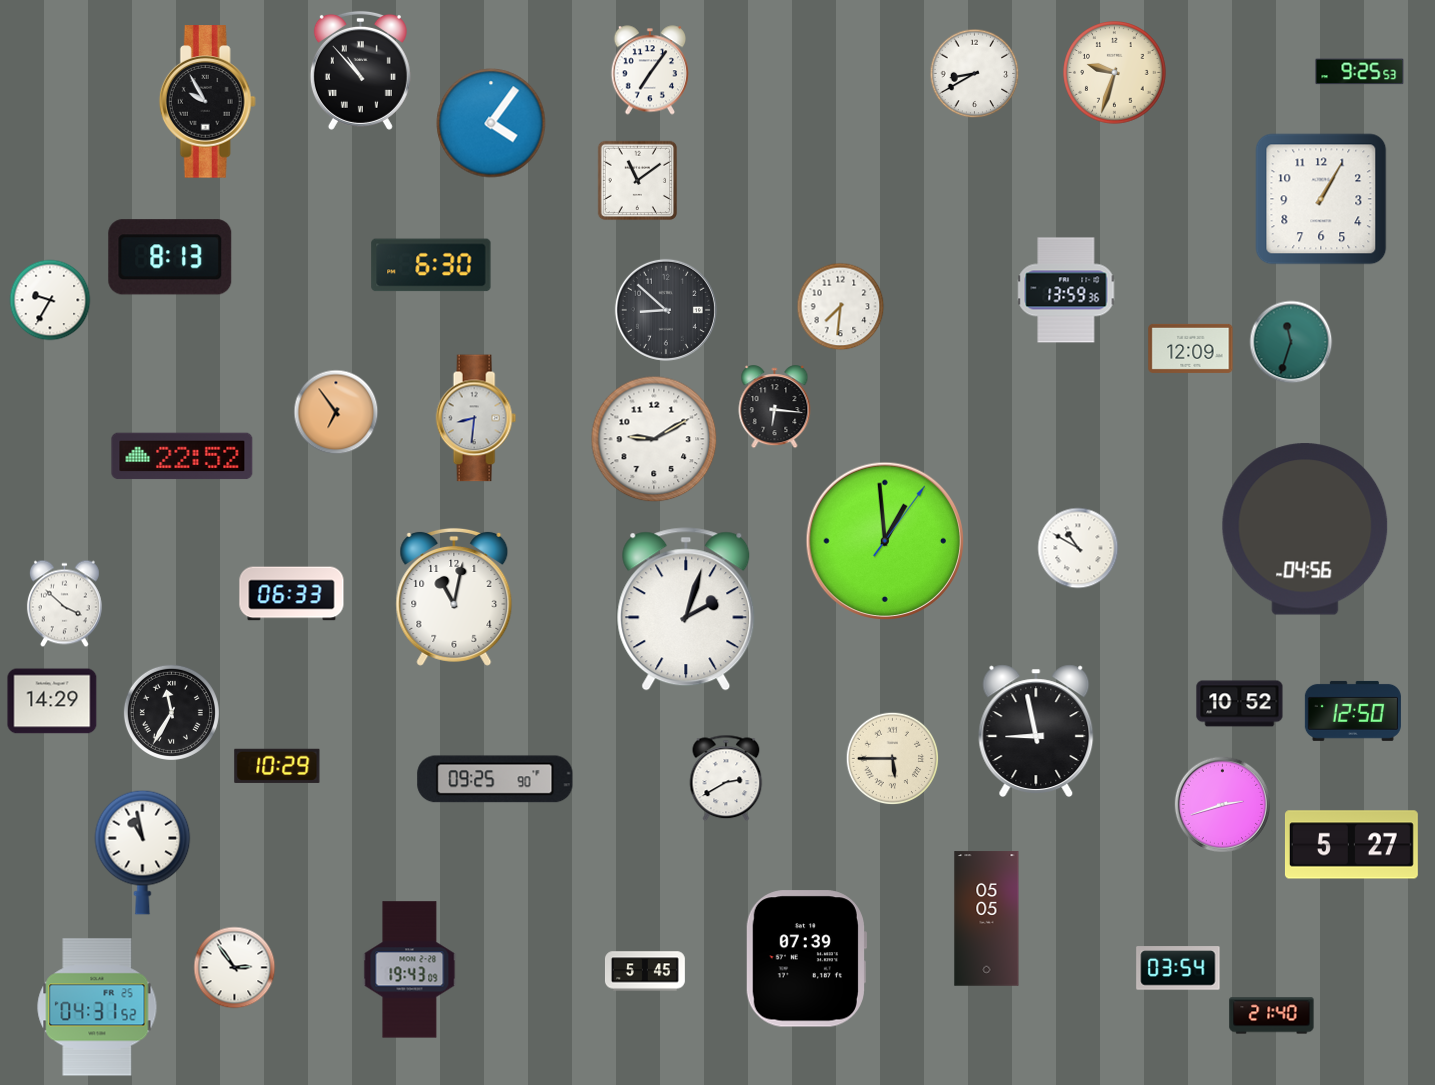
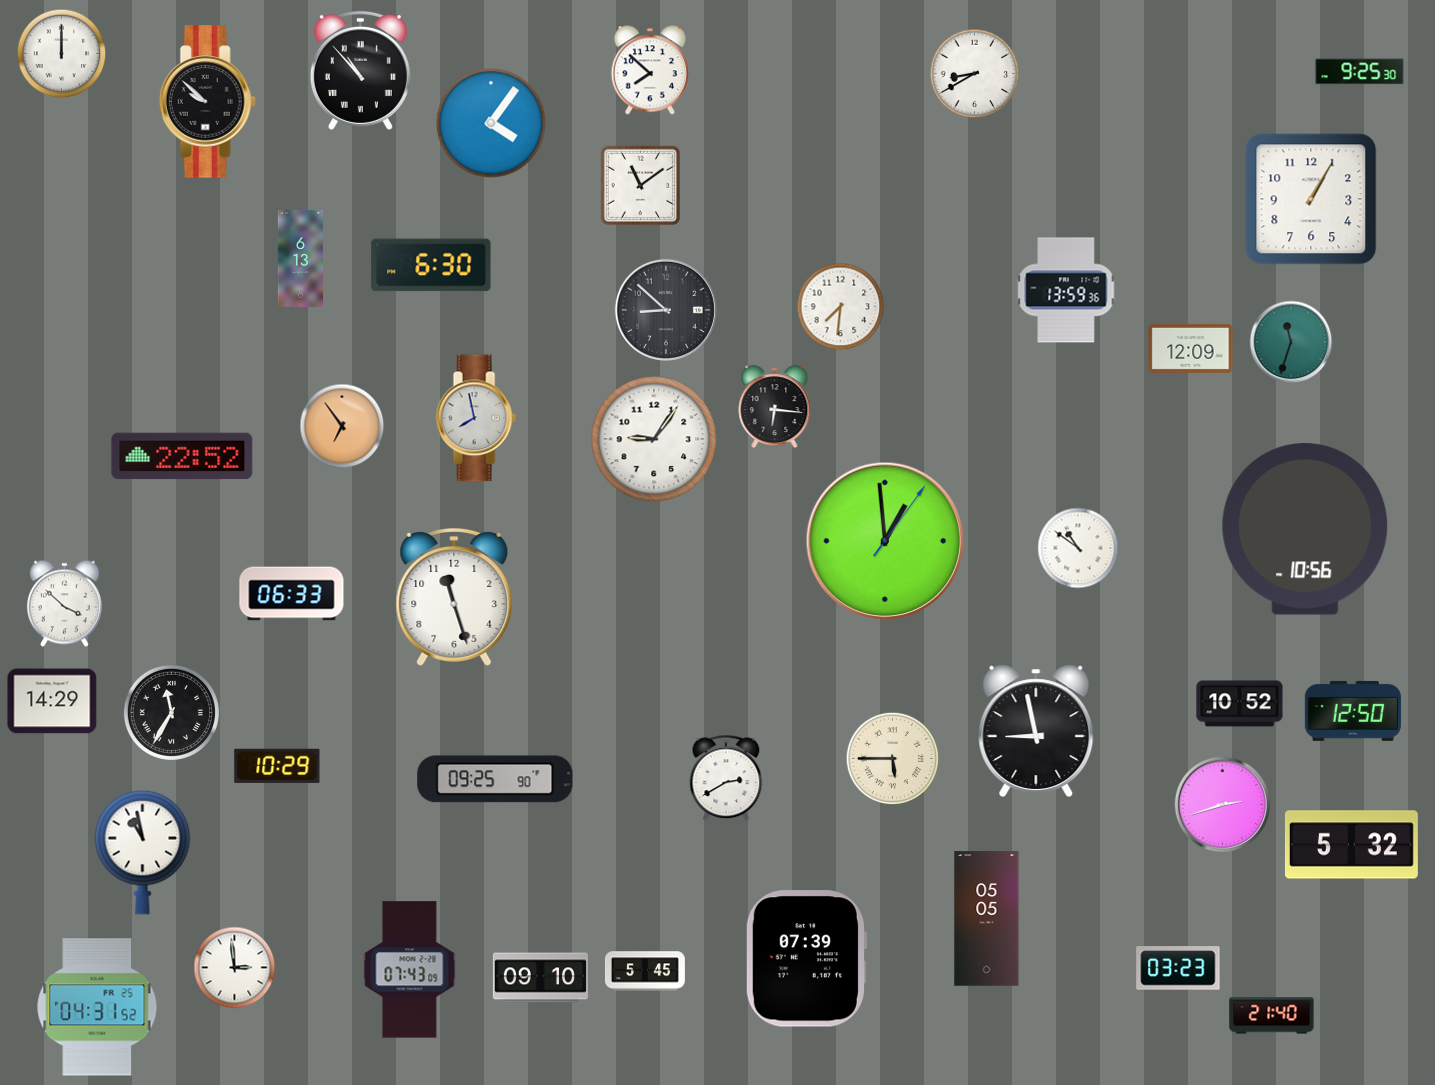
clock at (62, 54): none -> 12:00
clock at (649, 70): 7:06 -> 7:52
clock at (1360, 72): 9:25:53 -> 9:25:30
clock at (1115, 73): 9:33 -> none
clock at (207, 102): 9:55 -> 9:52
clock at (638, 181) position: (638, 181) -> (641, 186)
clock at (1321, 199) position: (1321, 199) -> (1311, 199)
clock at (170, 257): 8:13 -> none
clock at (300, 258): none -> 6:13
clock at (50, 300): 9:35 -> none
clock at (336, 412) position: (336, 412) -> (342, 426)
clock at (476, 418): 8:31 -> 7:58
clock at (654, 439): 9:10 -> 9:06
clock at (1305, 529): 04:56 -> 10:56
clock at (1078, 548): 10:50 -> 10:51
clock at (454, 597): 11:02 -> 11:27
clock at (686, 609): 2:03 -> none
clock at (1351, 845): 5:27 -> 5:32
clock at (235, 968): 2:54 -> 2:59
clock at (1178, 968): 03:54 -> 03:23
clock at (410, 970): 19:43 -> 07:43
clock at (540, 978): none -> 09:10
